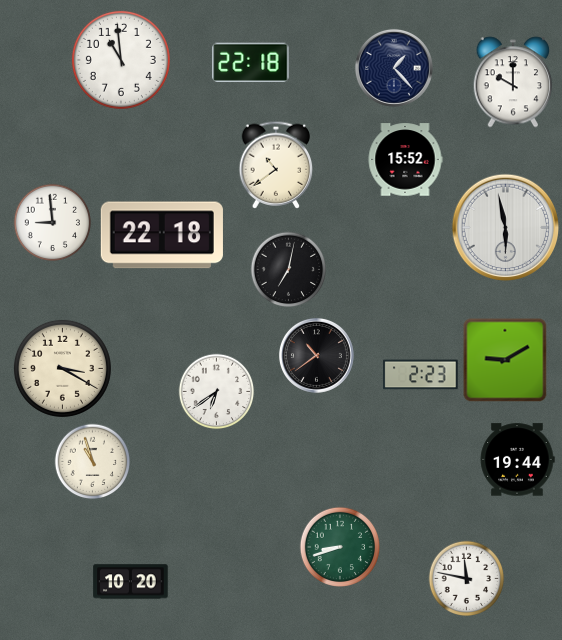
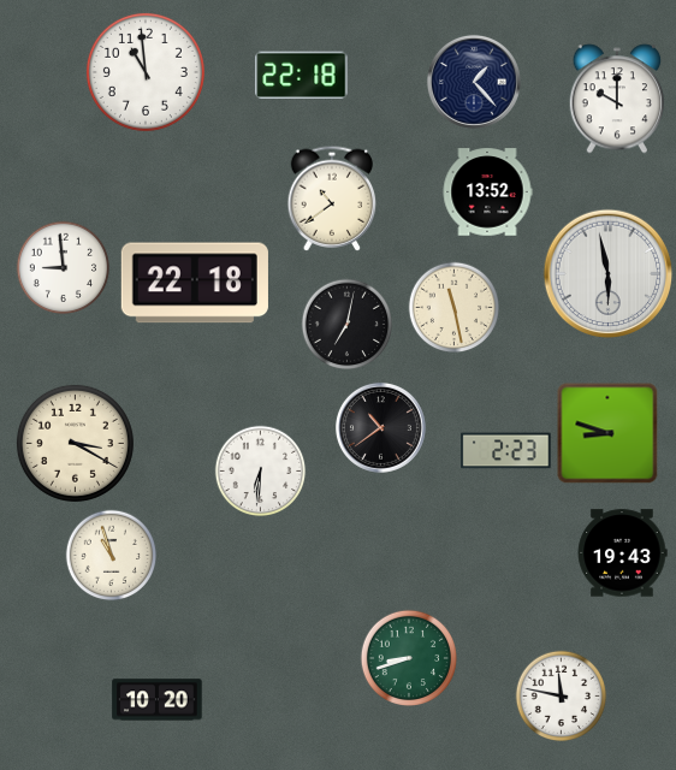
clock at (405, 160): 15:52 -> 13:52
clock at (455, 308): none -> 11:28
clock at (505, 360): 9:10 -> 8:48
clock at (217, 392): 6:39 -> 6:31
clock at (517, 460): 19:44 -> 19:43
